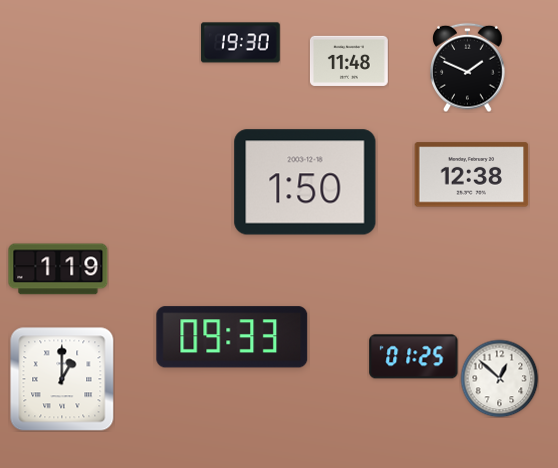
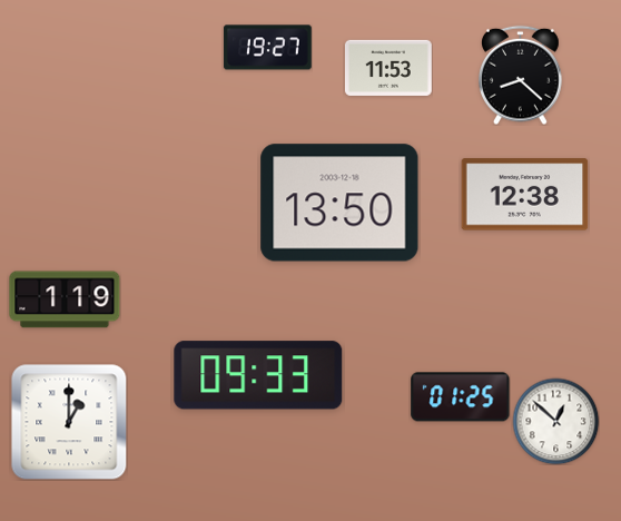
clock at (240, 43): 19:30 -> 19:27
clock at (349, 61): 11:48 -> 11:53
clock at (468, 67): 1:49 -> 8:22
clock at (305, 182): 1:50 -> 13:50
